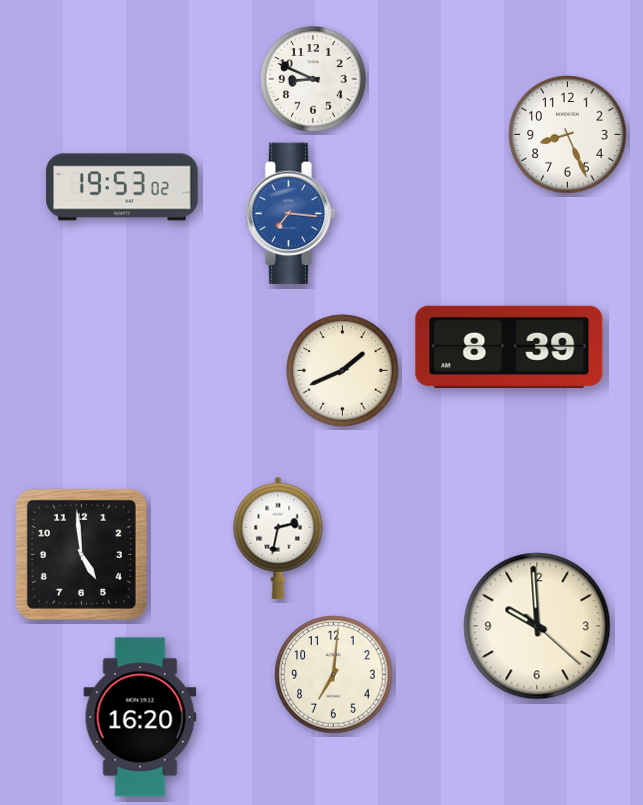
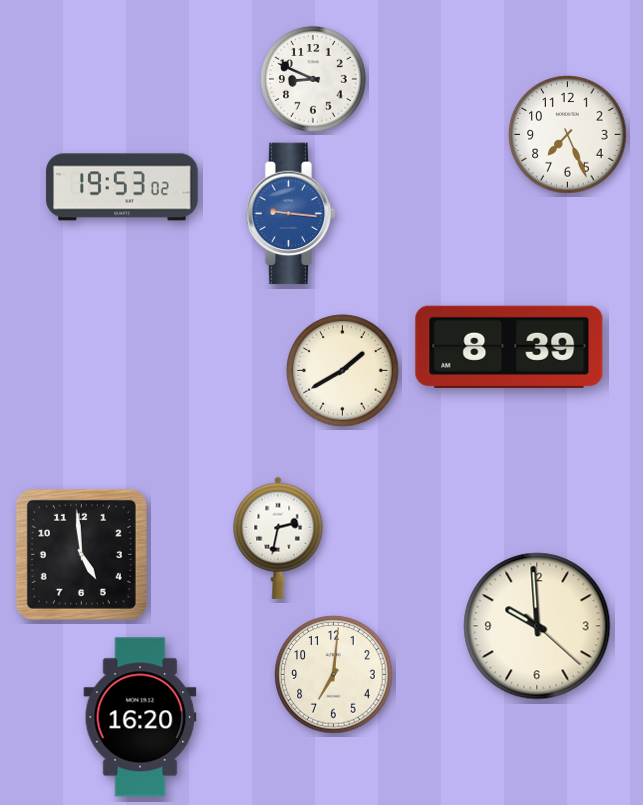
clock at (568, 135): 8:26 -> 7:26
clock at (291, 214): 7:16 -> 9:16
clock at (343, 371): 1:41 -> 1:40
